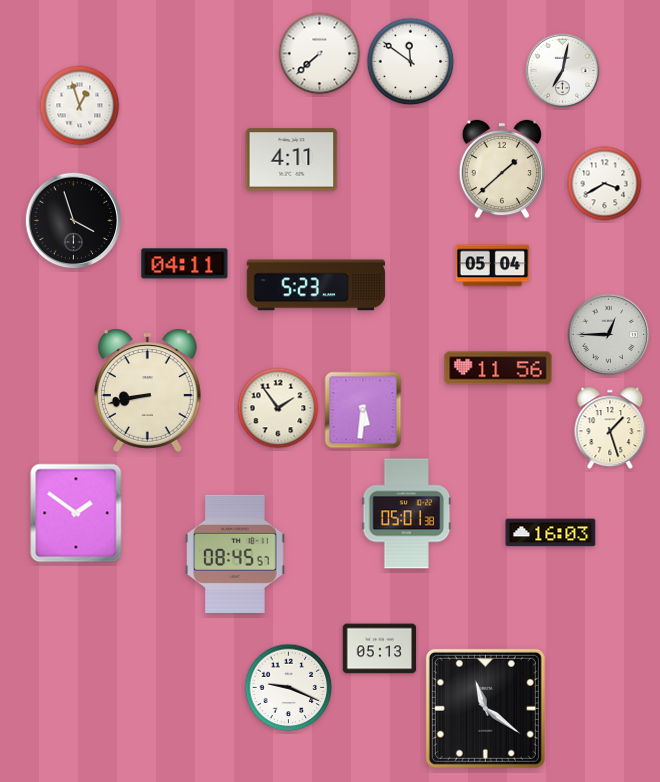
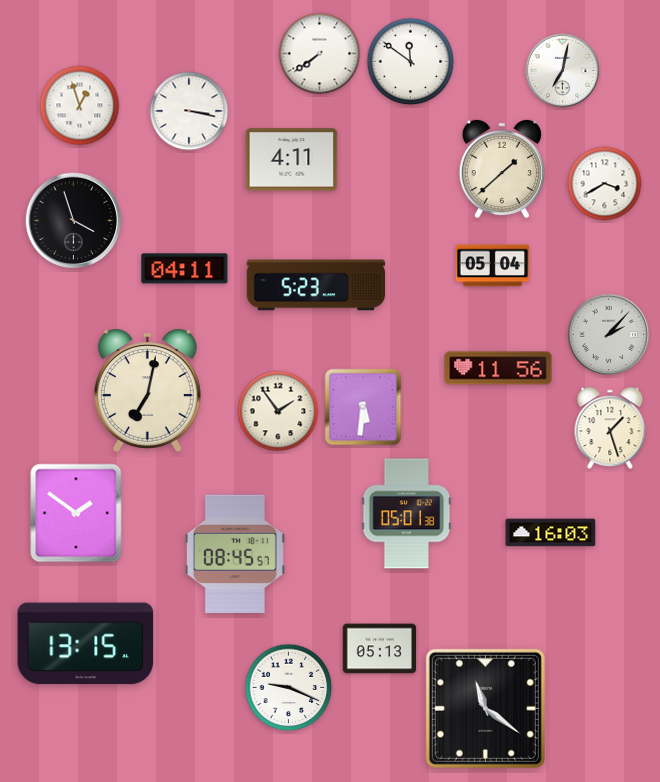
clock at (320, 54): 7:38 -> 7:39
clock at (189, 111): none -> 3:17
clock at (185, 264) position: (185, 264) -> (185, 269)
clock at (609, 335): 12:45 -> 2:07
clock at (147, 390): 8:43 -> 7:02
clock at (278, 408) position: (278, 408) -> (278, 411)
clock at (363, 410) position: (363, 410) -> (363, 407)
clock at (86, 644): none -> 13:15
